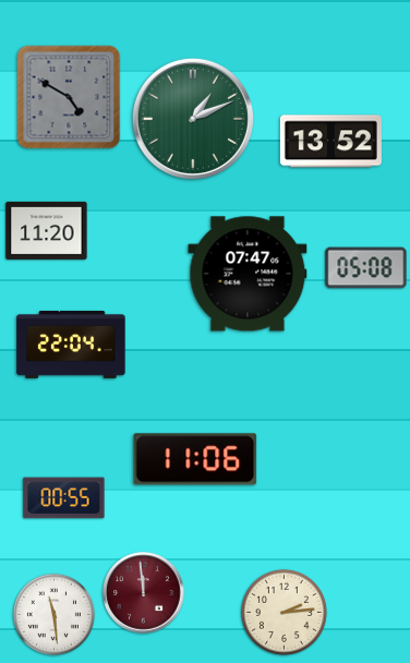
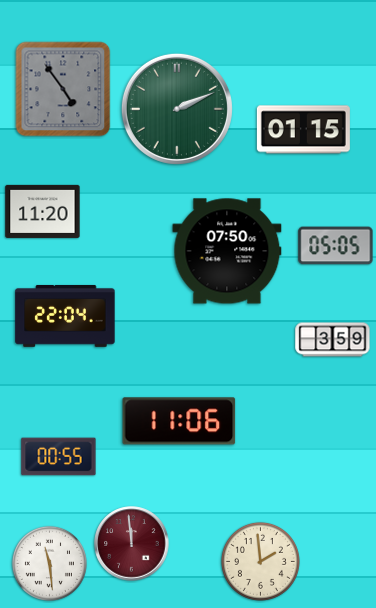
clock at (69, 97): 4:50 -> 4:54
clock at (193, 119): 1:11 -> 2:11
clock at (330, 142): 13:52 -> 01:15
clock at (366, 268): 05:08 -> 05:05
clock at (248, 274): 07:47 -> 07:50
clock at (333, 340): none -> 3:59
clock at (284, 612): 2:14 -> 1:59
